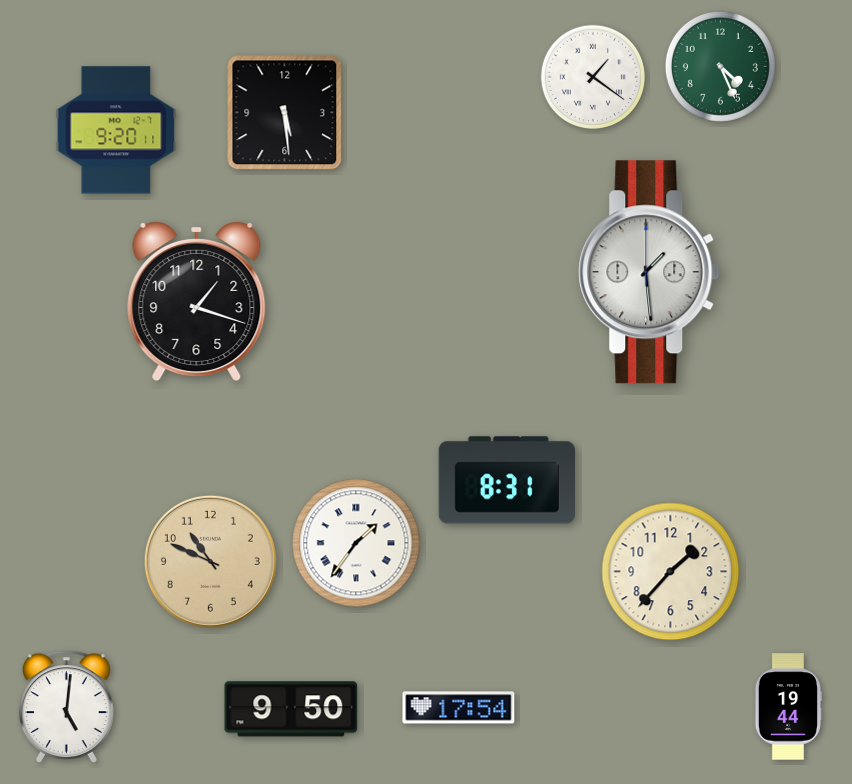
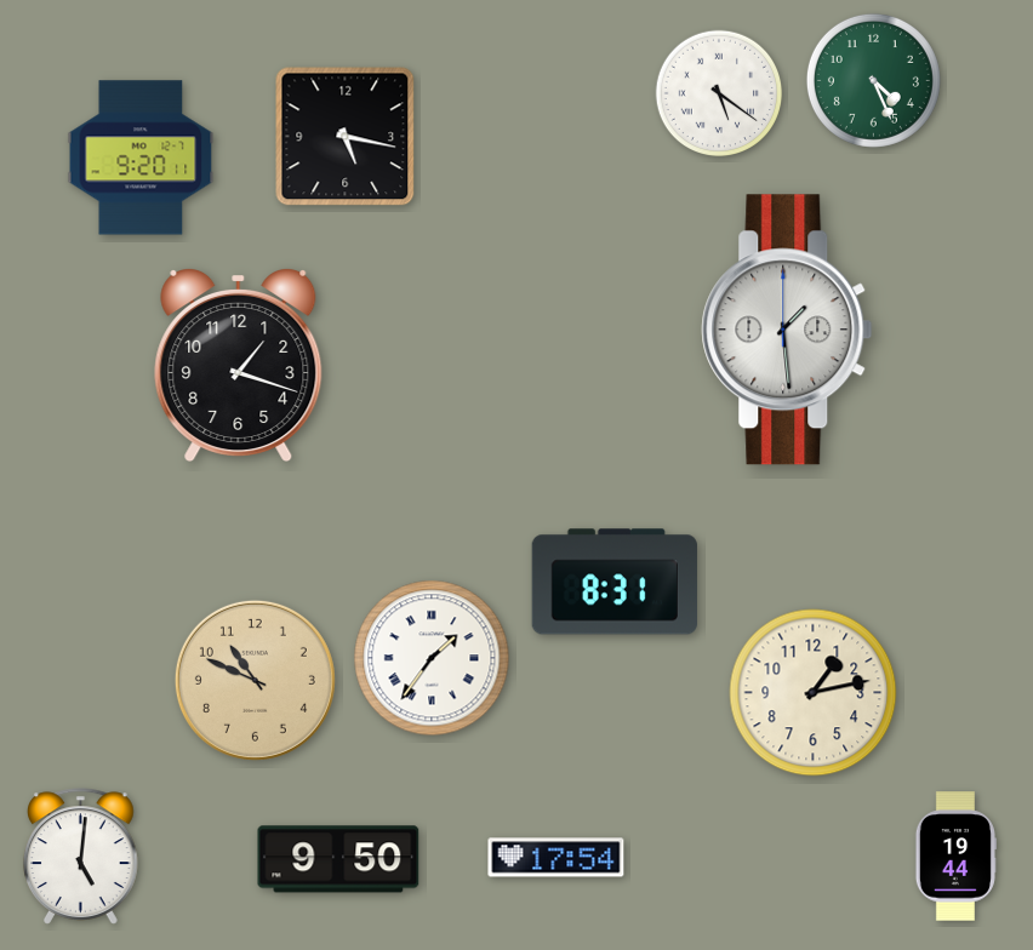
clock at (593, 77): 1:21 -> 5:21
clock at (285, 113): 5:29 -> 5:17
clock at (671, 572): 1:37 -> 1:13
clock at (291, 709) position: (291, 709) -> (338, 859)
